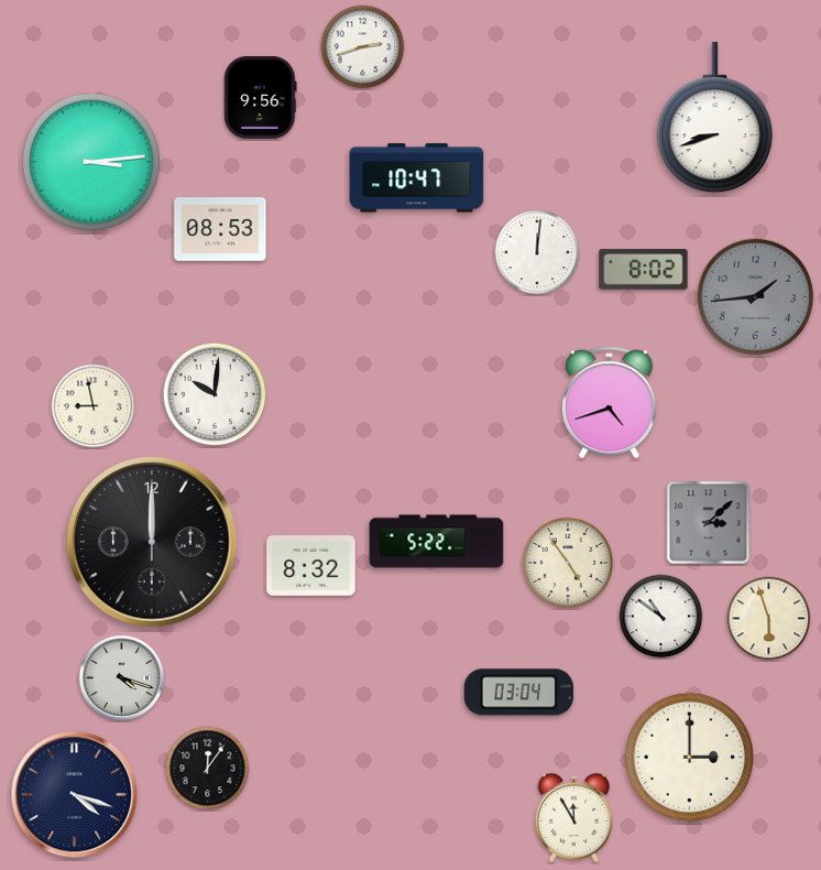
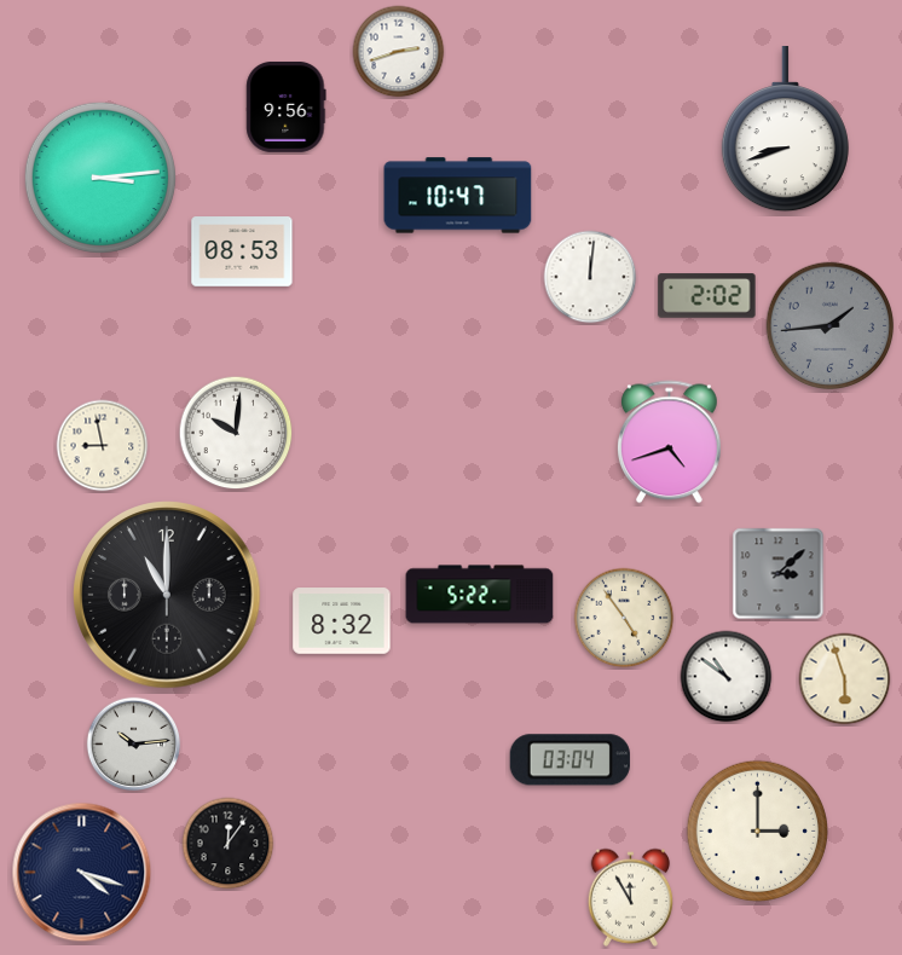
clock at (644, 270): 8:02 -> 2:02
clock at (152, 542): 12:00 -> 11:00
clock at (122, 678): 4:18 -> 10:14
